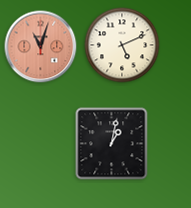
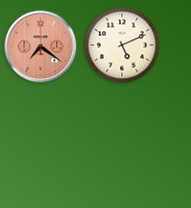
clock at (41, 47): 11:03 -> 7:21
clock at (112, 144): 1:02 -> none
